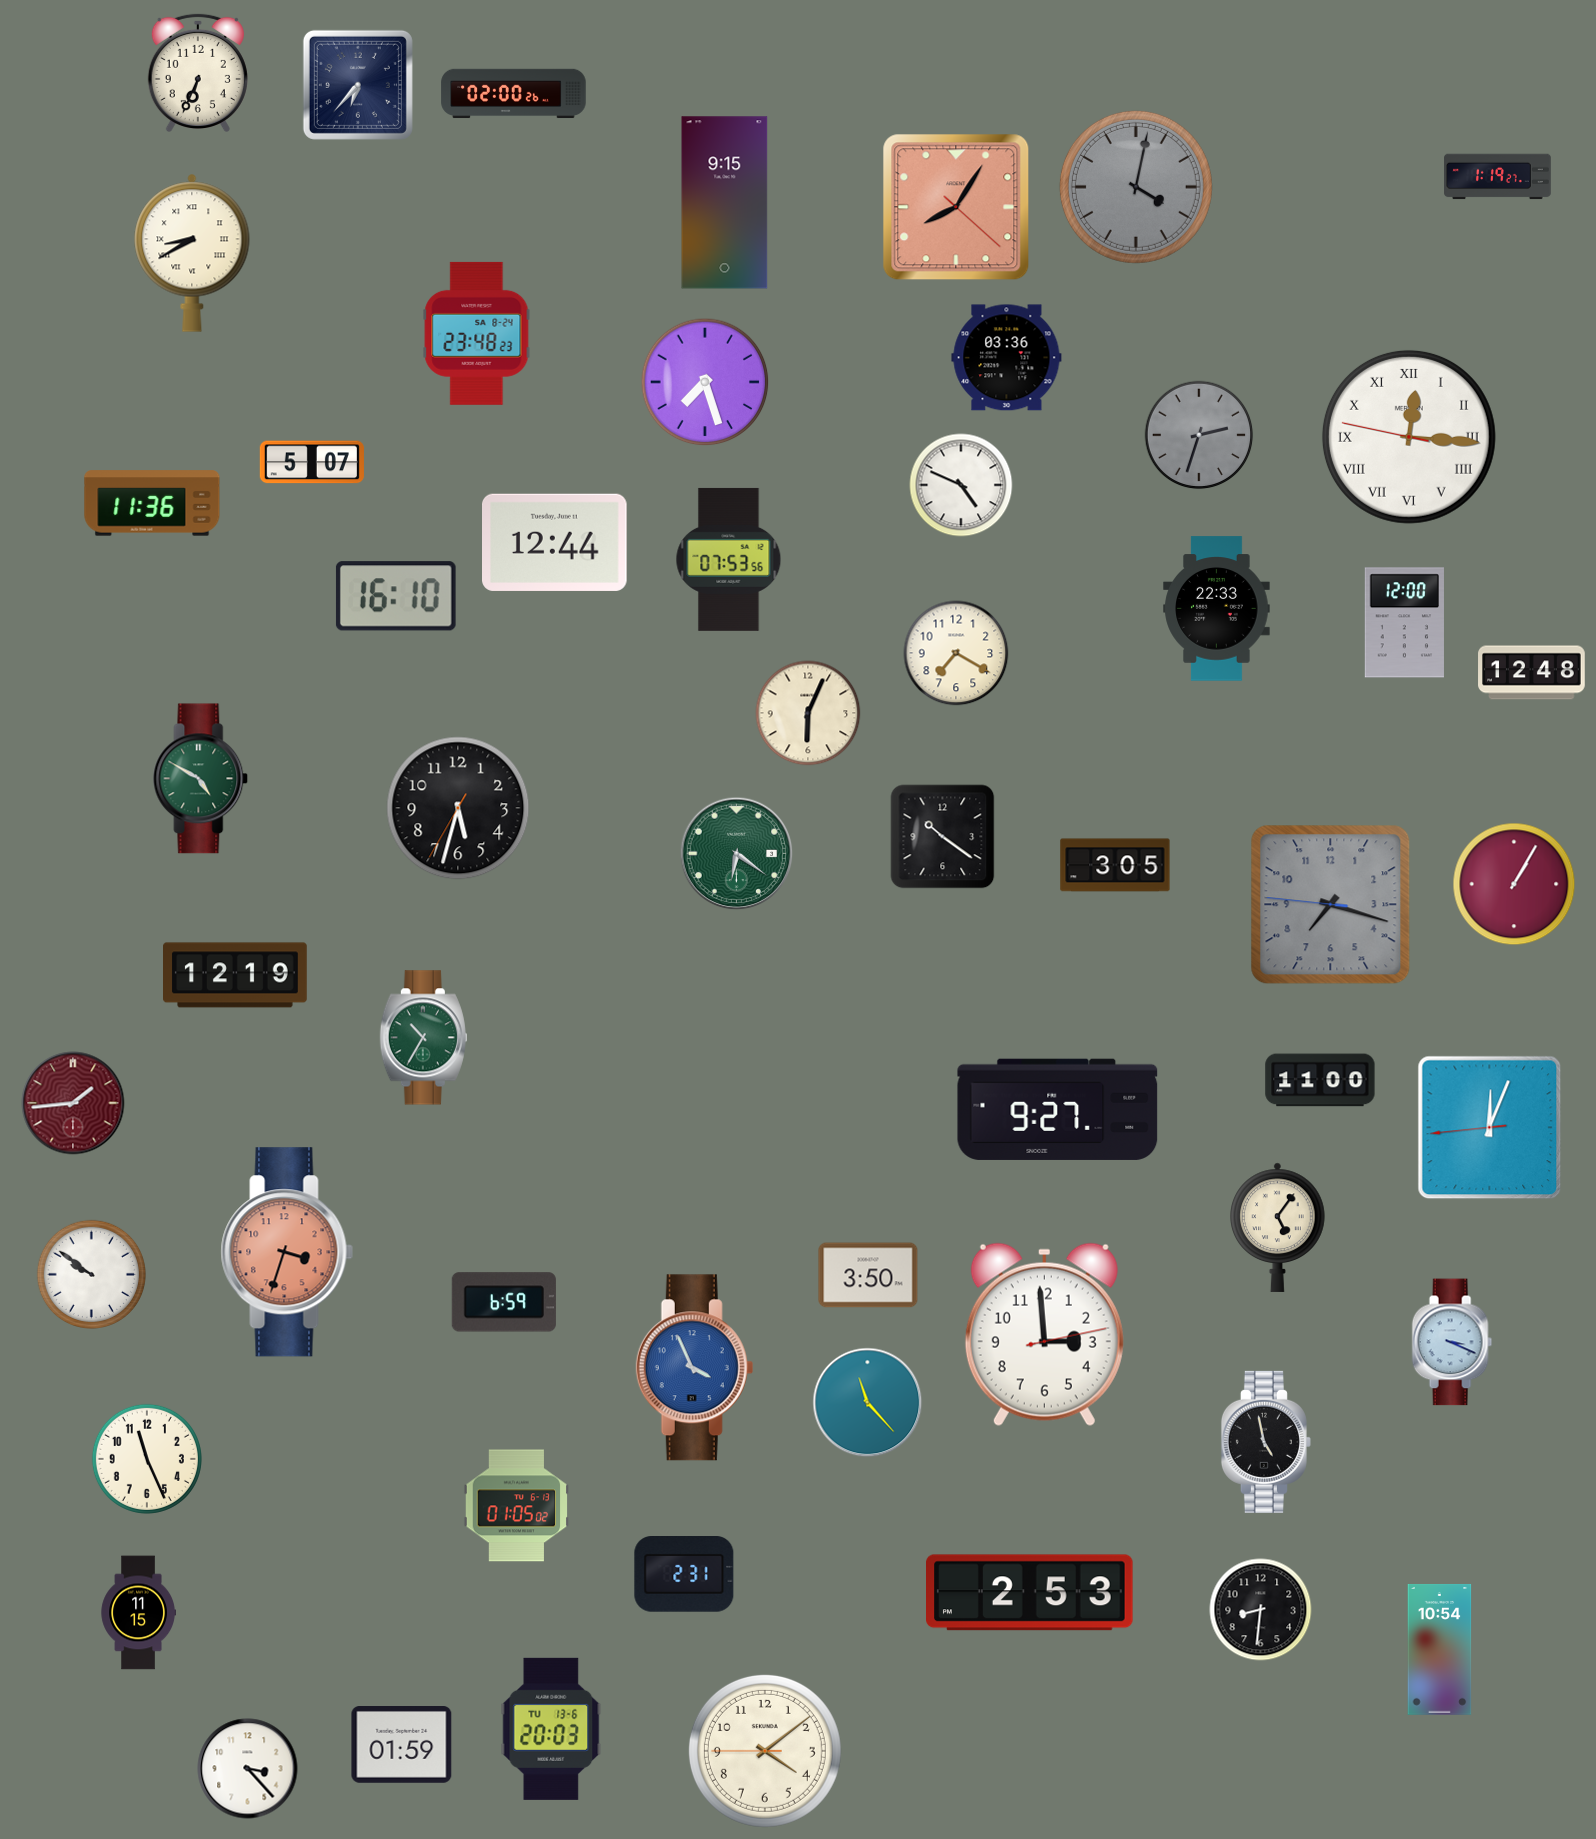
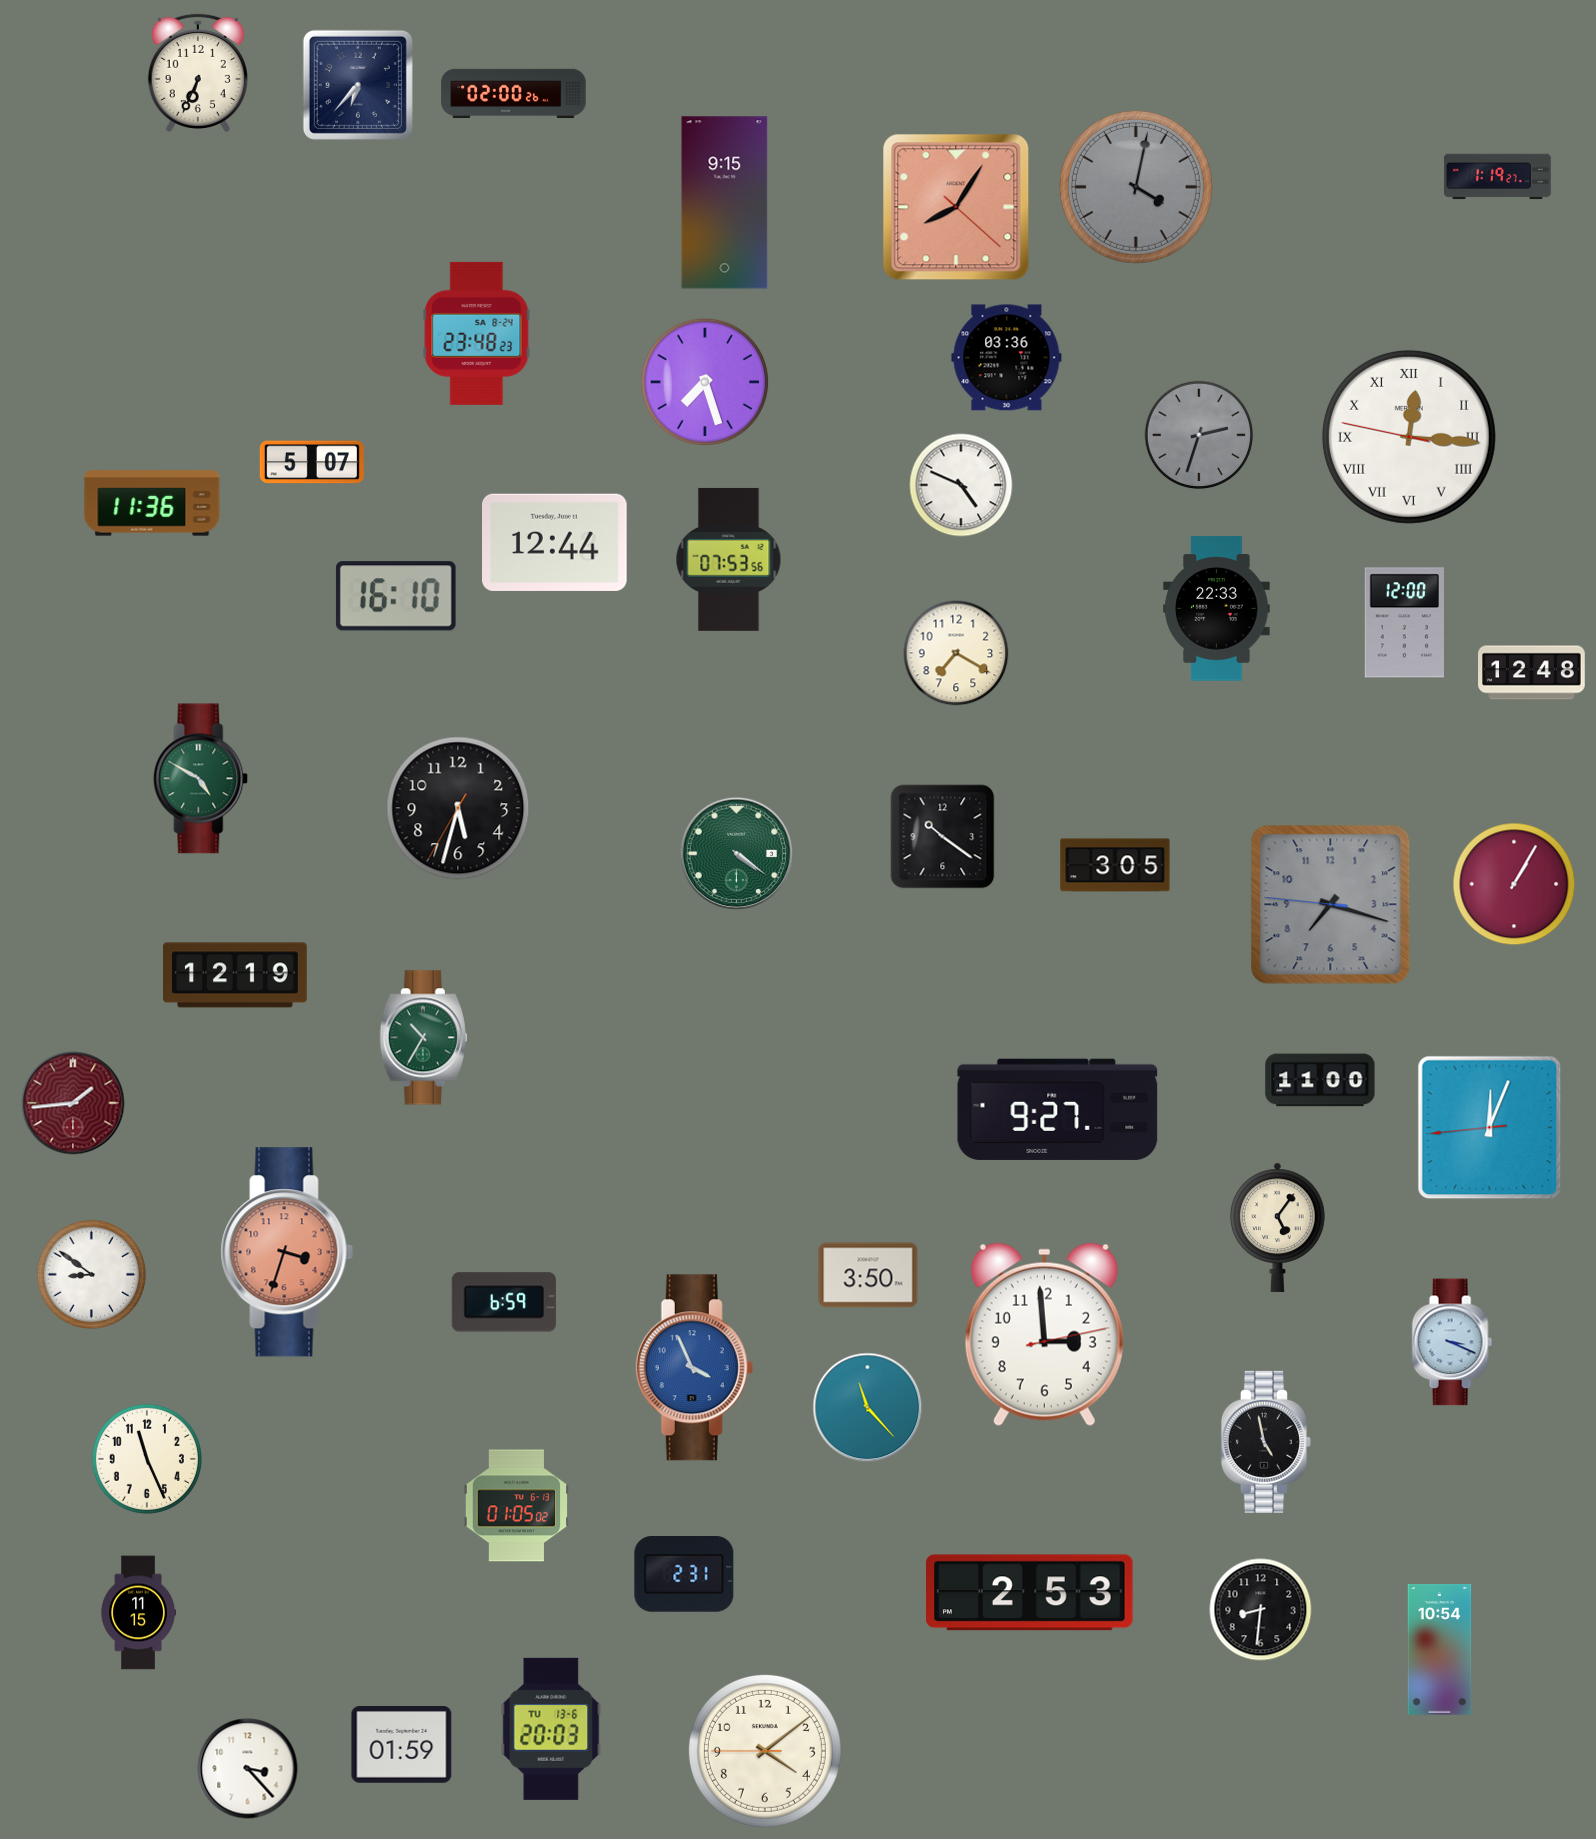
clock at (192, 253): 8:40 -> none
clock at (808, 713): 6:04 -> none
clock at (737, 854): 6:21 -> 4:21
clock at (91, 1274): 9:51 -> 8:51
clock at (868, 1403) position: (868, 1403) -> (868, 1408)
